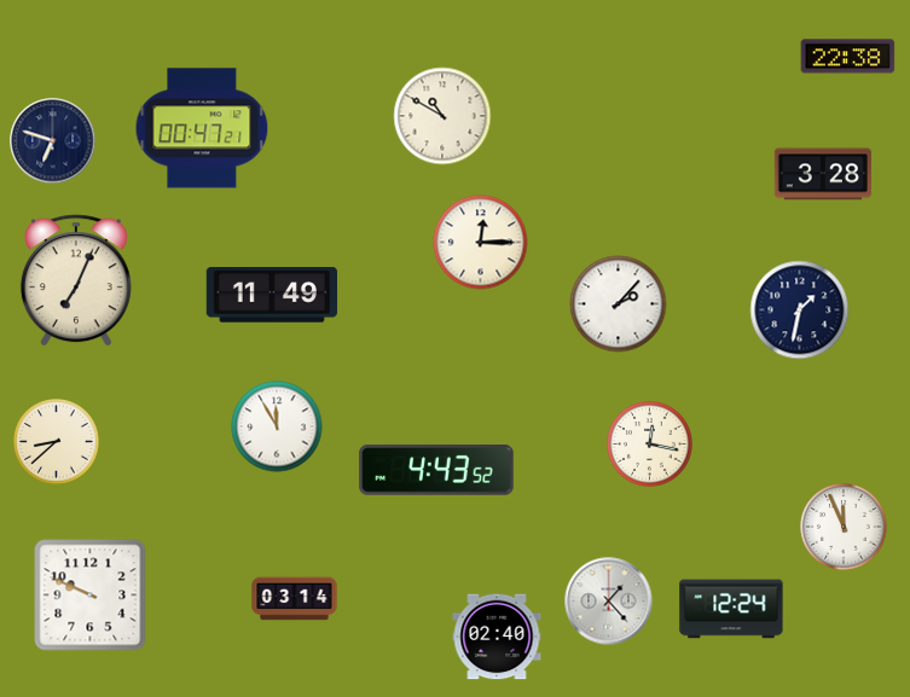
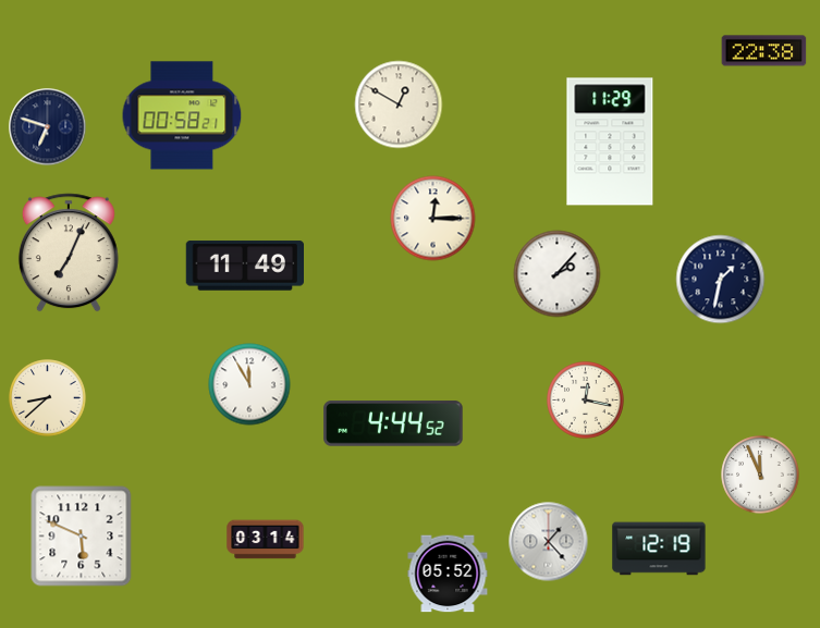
clock at (442, 116): 10:50 -> 12:50
clock at (202, 128): 00:47 -> 00:58
clock at (610, 141): none -> 11:29
clock at (823, 174): 3:28 -> none
clock at (57, 442) position: (57, 442) -> (48, 398)
clock at (436, 470): 4:43 -> 4:44
clock at (91, 596): 9:49 -> 5:49
clock at (731, 609): 12:24 -> 12:19
clock at (497, 637): 02:40 -> 05:52
